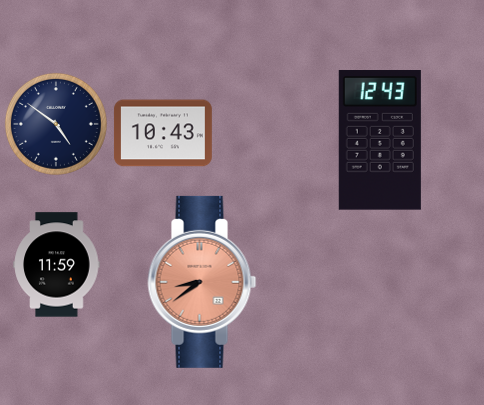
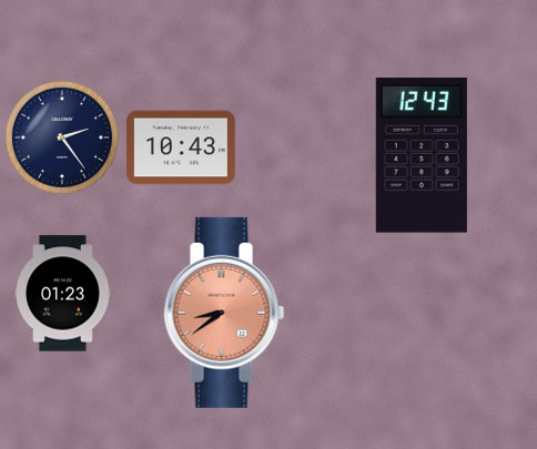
clock at (56, 124): 4:51 -> 2:24
clock at (57, 265): 11:59 -> 01:23
